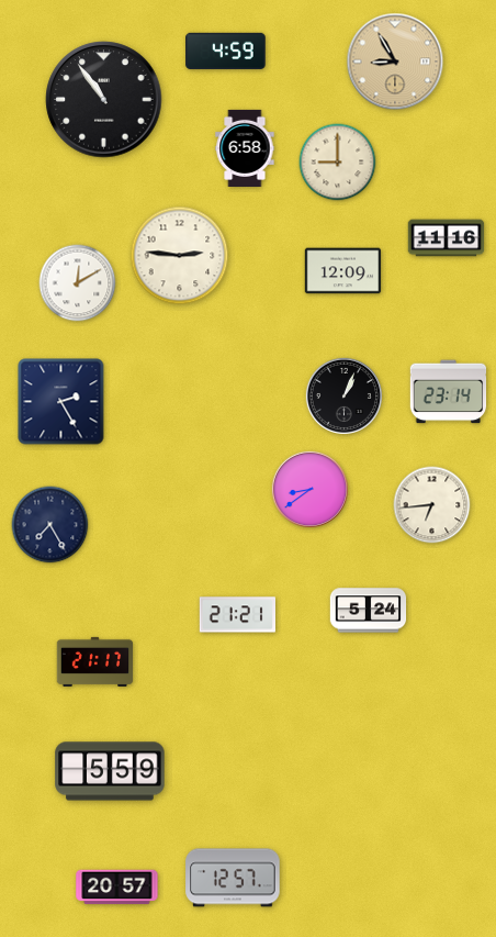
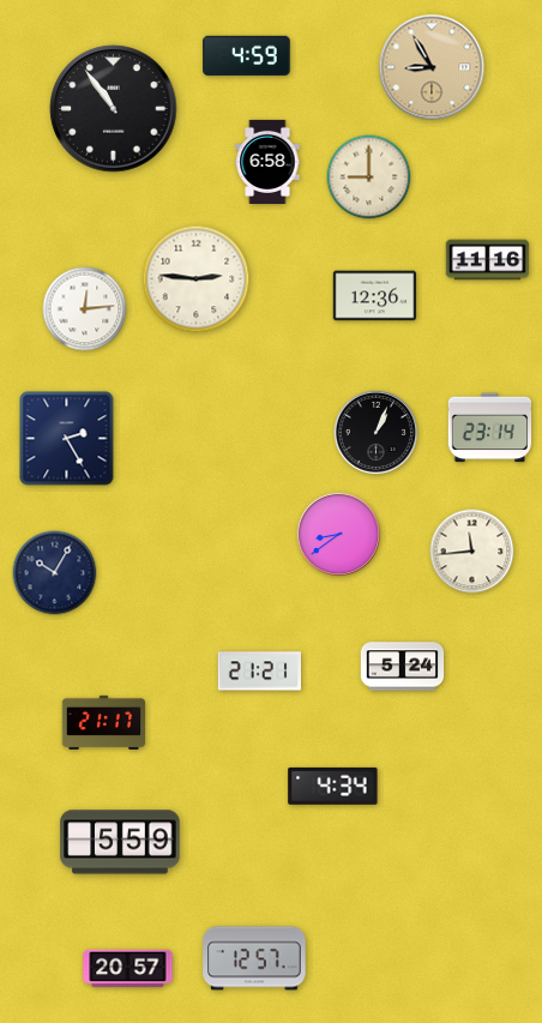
clock at (343, 271): 12:09 -> 12:36
clock at (78, 283): 12:10 -> 12:14
clock at (432, 505): 6:44 -> 11:44
clock at (50, 525): 7:25 -> 10:05
clock at (333, 786): none -> 4:34
